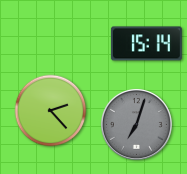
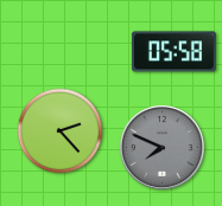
clock at (146, 44): 15:14 -> 05:58
clock at (136, 124): 7:03 -> 7:49
